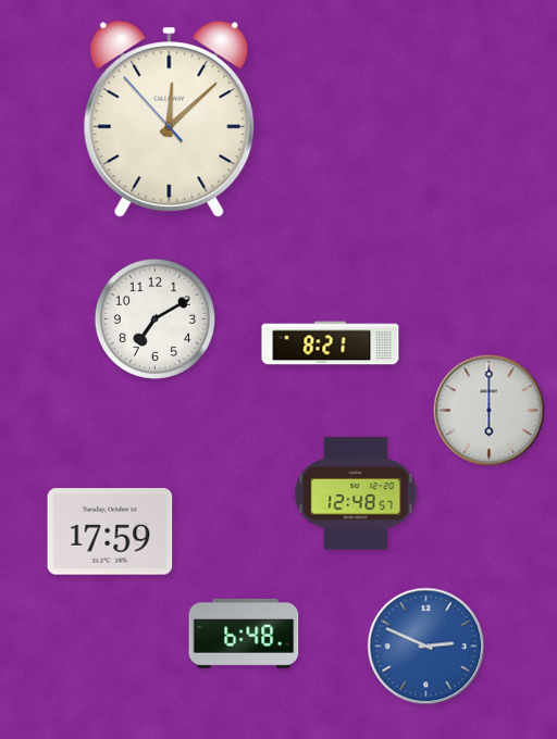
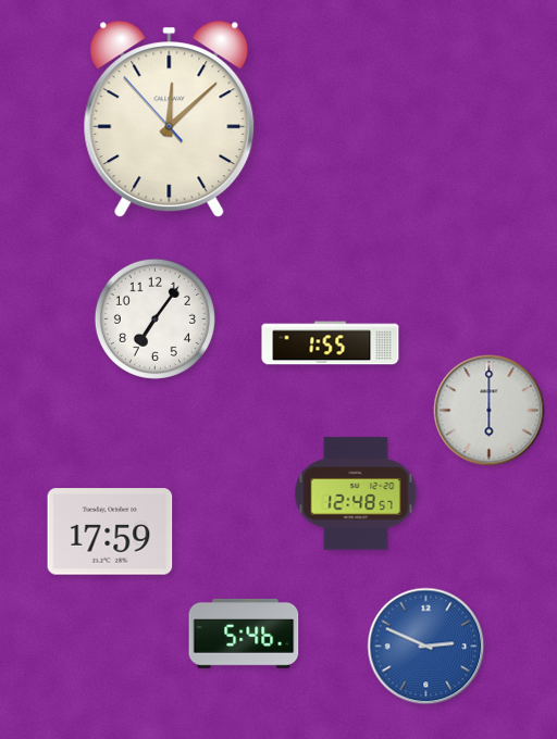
clock at (154, 318): 7:10 -> 7:06
clock at (331, 343): 8:21 -> 1:55
clock at (244, 634): 6:48 -> 5:46
